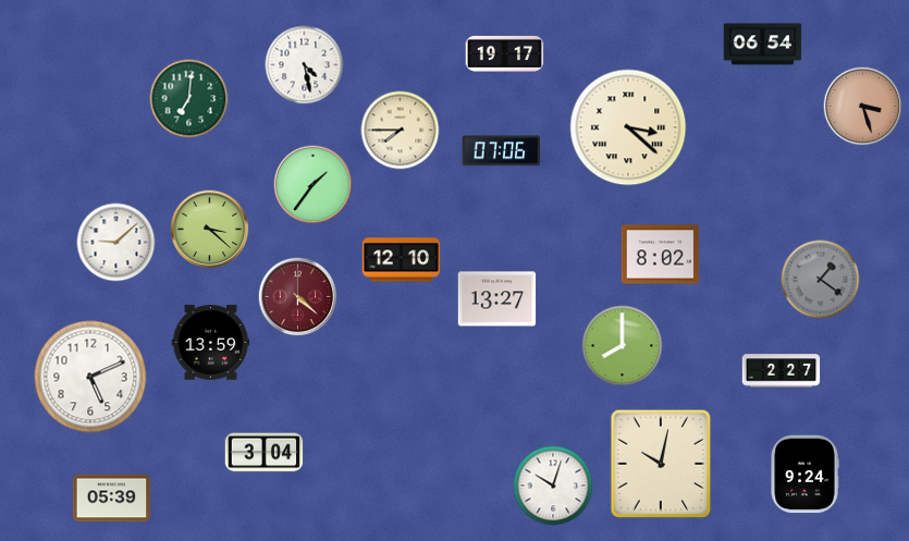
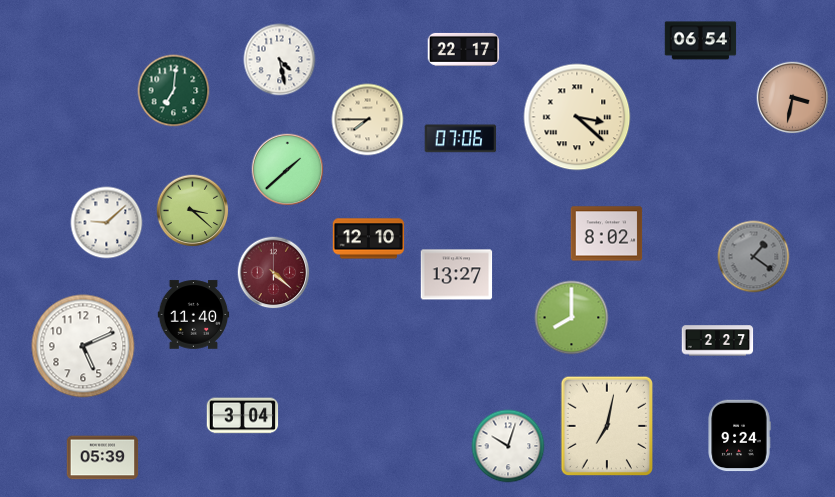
clock at (505, 53): 19:17 -> 22:17
clock at (863, 107): 3:27 -> 3:32
clock at (314, 185): 1:36 -> 1:38
clock at (211, 343): 13:59 -> 11:40
clock at (660, 464): 10:02 -> 7:02
